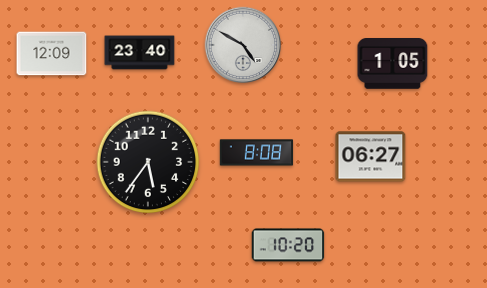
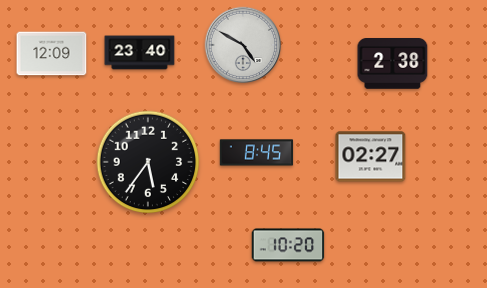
clock at (393, 64): 1:05 -> 2:38
clock at (257, 153): 8:08 -> 8:45
clock at (371, 157): 06:27 -> 02:27
